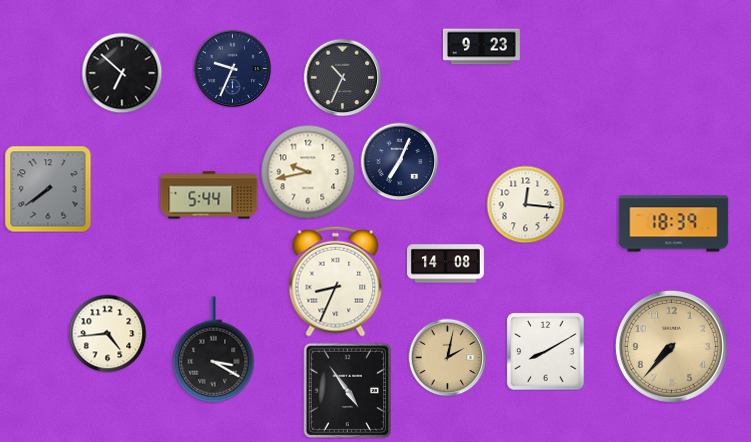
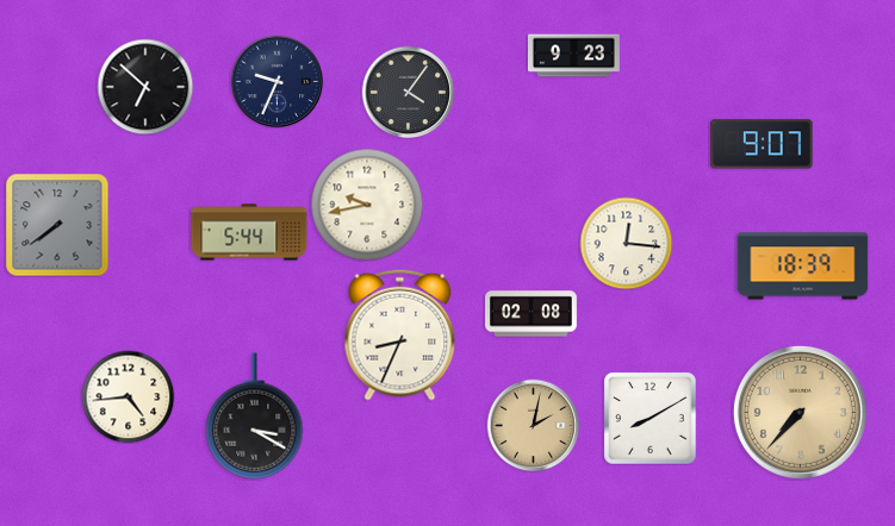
clock at (342, 77): 10:34 -> 4:06
clock at (762, 144): none -> 9:07
clock at (399, 161): 7:04 -> none
clock at (446, 264): 14:08 -> 02:08
clock at (347, 390): 4:54 -> none
